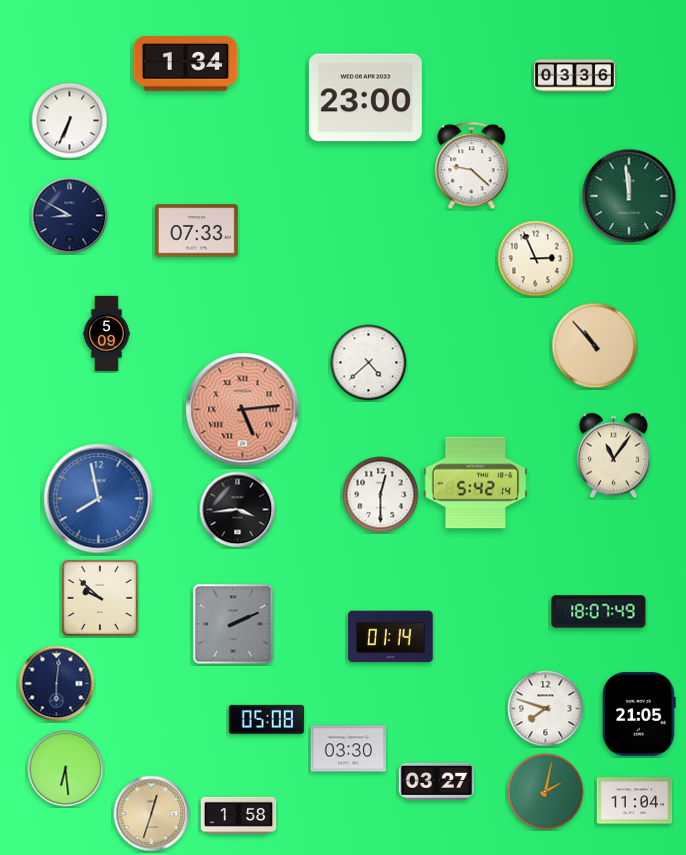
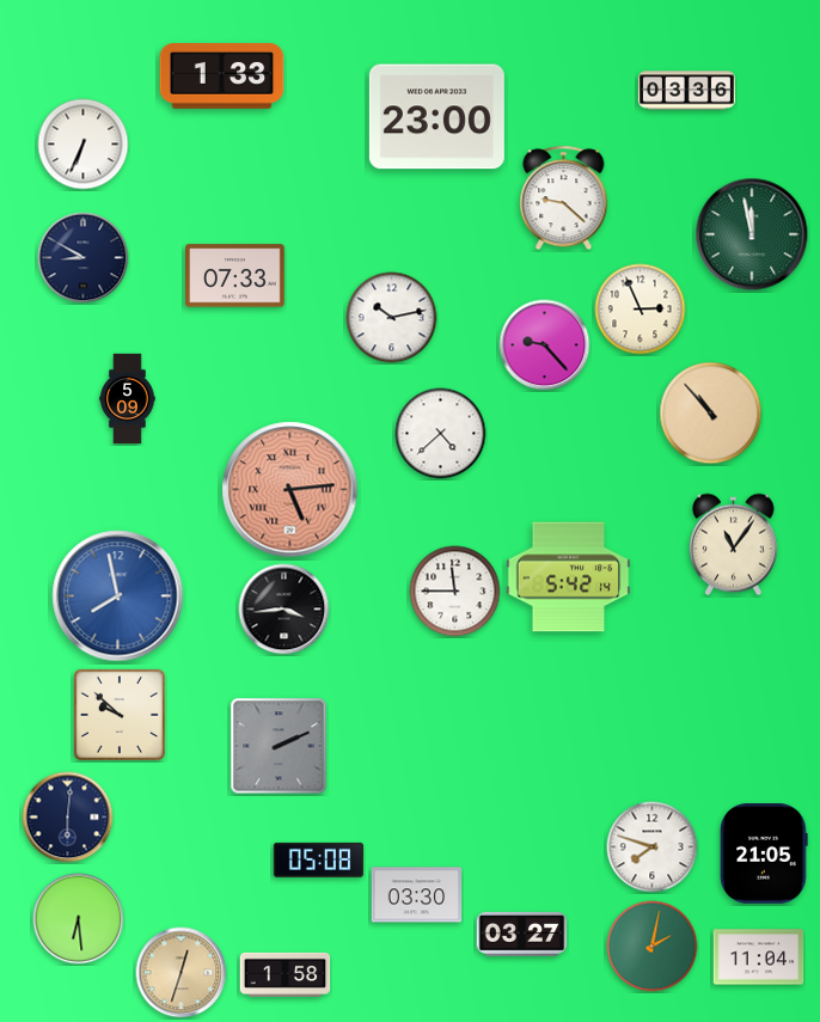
clock at (186, 64): 1:34 -> 1:33
clock at (629, 196): 11:59 -> 11:58
clock at (392, 318): none -> 10:13
clock at (545, 345): none -> 9:23
clock at (381, 495): 12:30 -> 11:45
clock at (599, 612): 18:07 -> none
clock at (391, 637): 01:14 -> none
